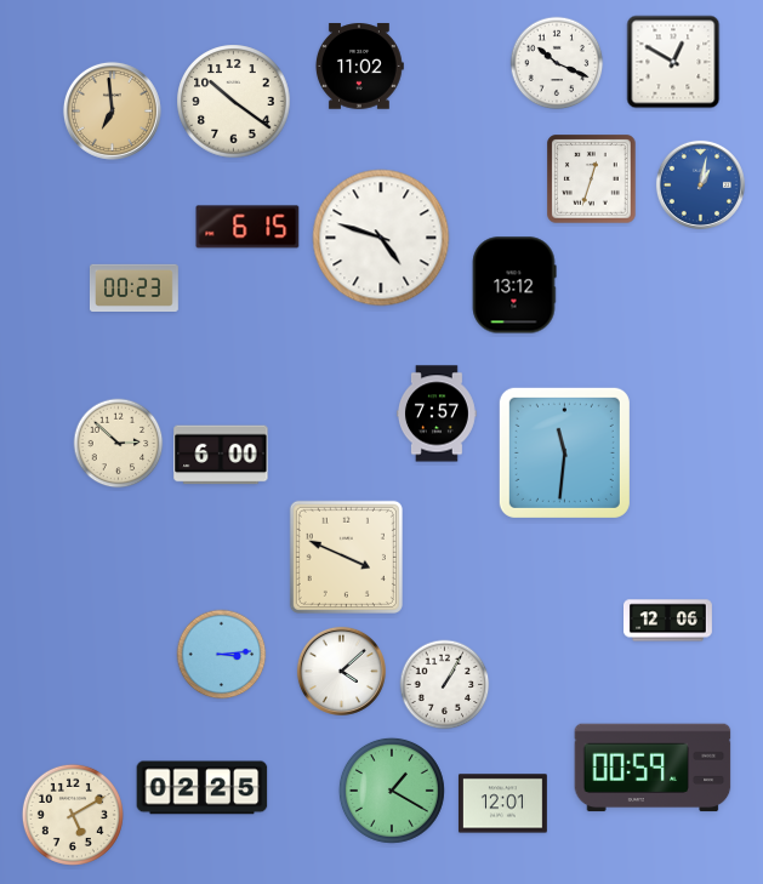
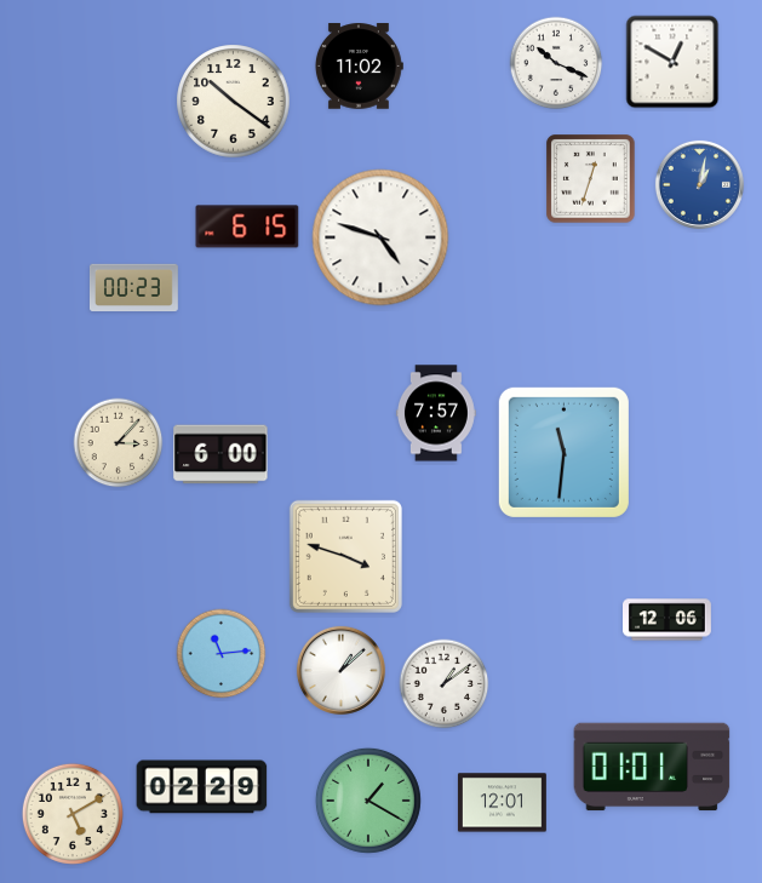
clock at (112, 110): 6:59 -> none
clock at (514, 285): 13:12 -> none
clock at (119, 444): 2:52 -> 3:07
clock at (346, 557): 3:49 -> 3:48
clock at (222, 655): 3:14 -> 11:14
clock at (341, 671): 4:08 -> 1:08
clock at (445, 685): 1:05 -> 1:09
clock at (653, 768): 00:59 -> 01:01
clock at (203, 788): 02:25 -> 02:29
clock at (392, 791) position: (392, 791) -> (368, 801)
